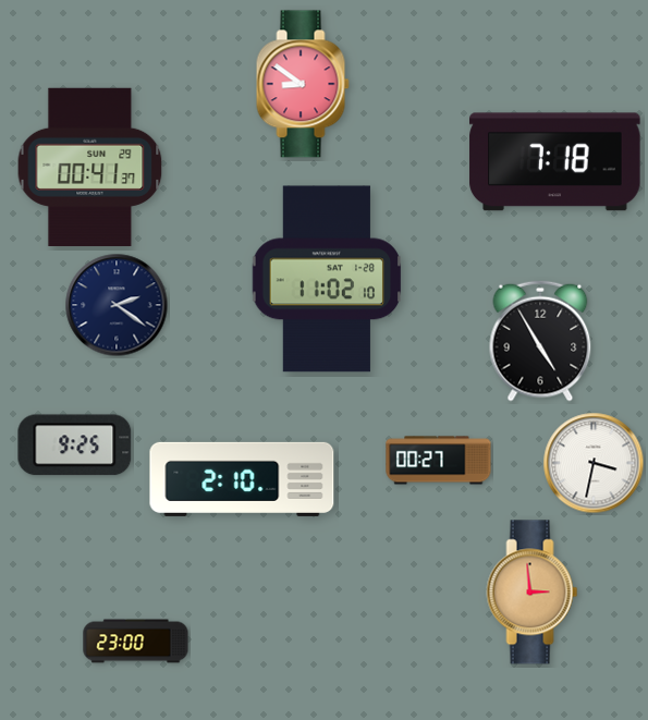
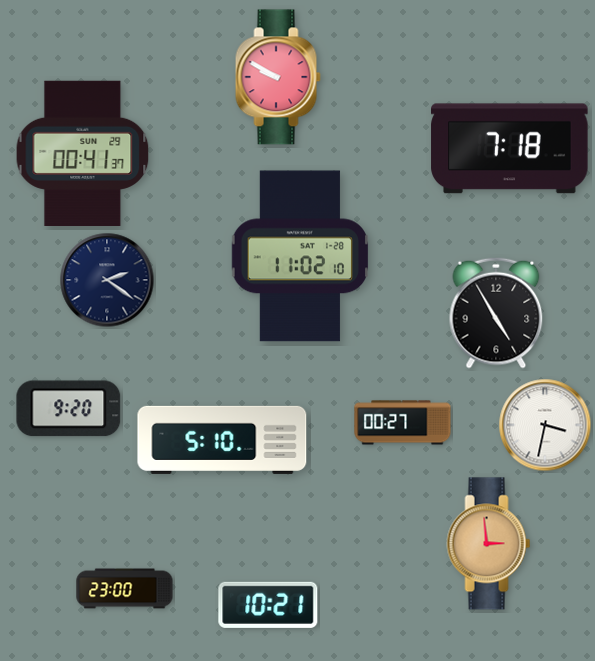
clock at (303, 84): 8:51 -> 9:50
clock at (75, 446): 9:25 -> 9:20
clock at (242, 479): 2:10 -> 5:10
clock at (268, 605): none -> 10:21
